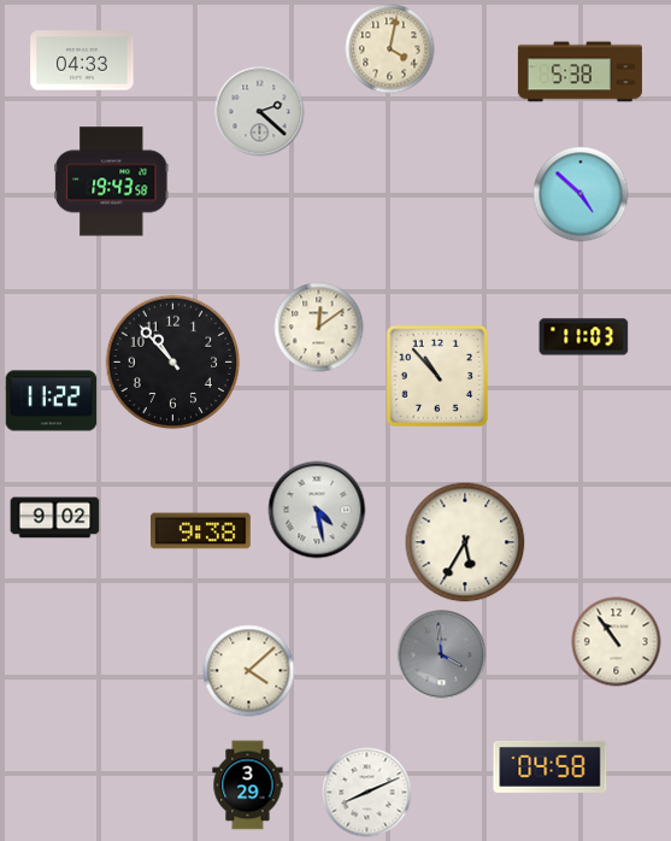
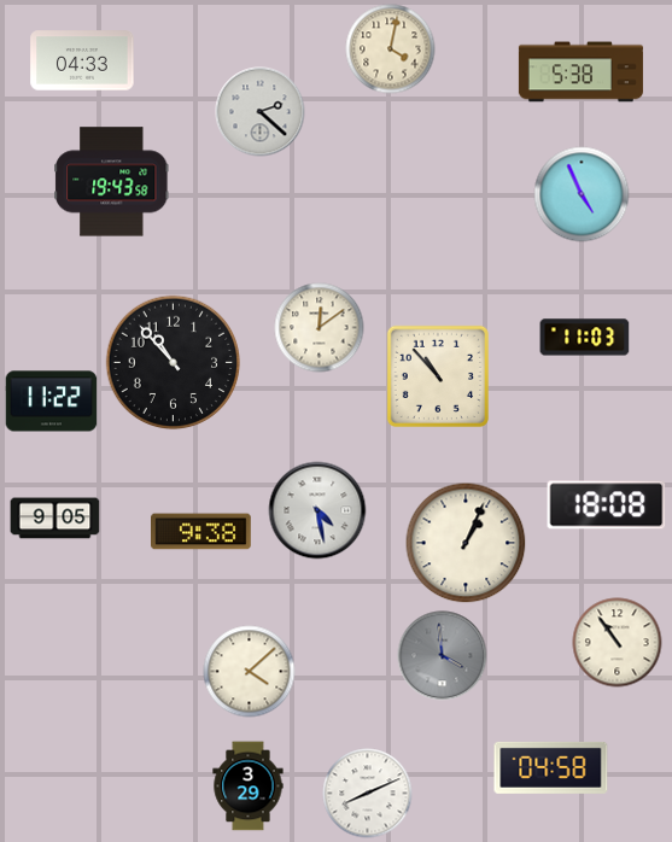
clock at (581, 194): 4:52 -> 4:56
clock at (607, 505): none -> 18:08
clock at (55, 518): 9:02 -> 9:05
clock at (465, 542): 5:35 -> 1:04
